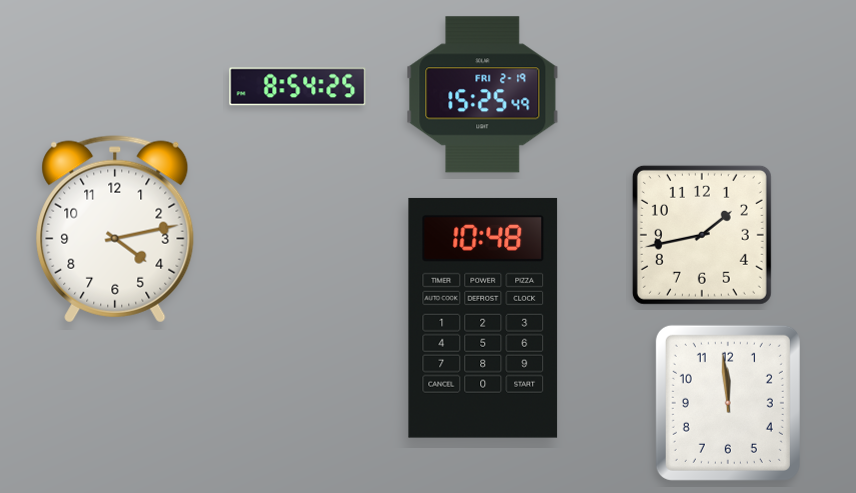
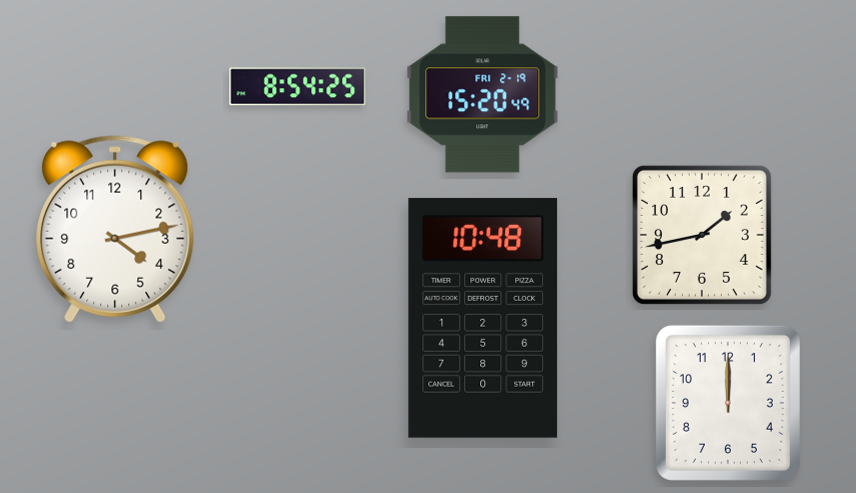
clock at (483, 95): 15:25 -> 15:20
clock at (728, 403): 11:59 -> 12:00
